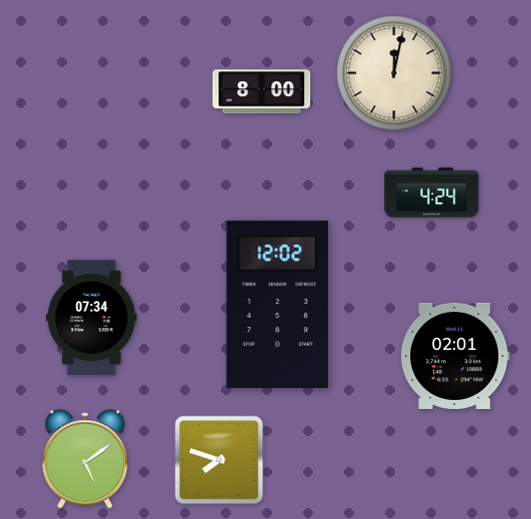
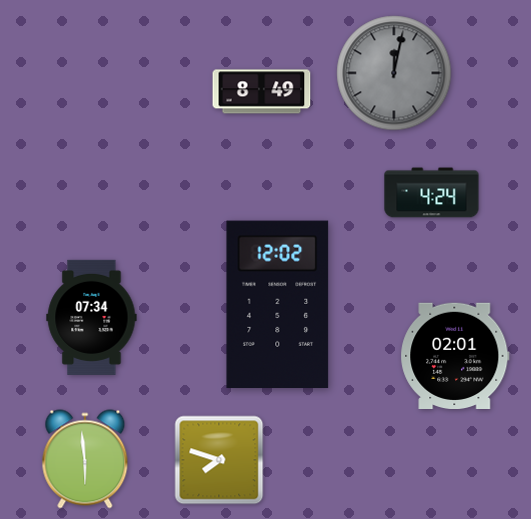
clock at (394, 73) dial: cream -> grey
clock at (262, 92): 8:00 -> 8:49
clock at (85, 459): 5:09 -> 5:59
